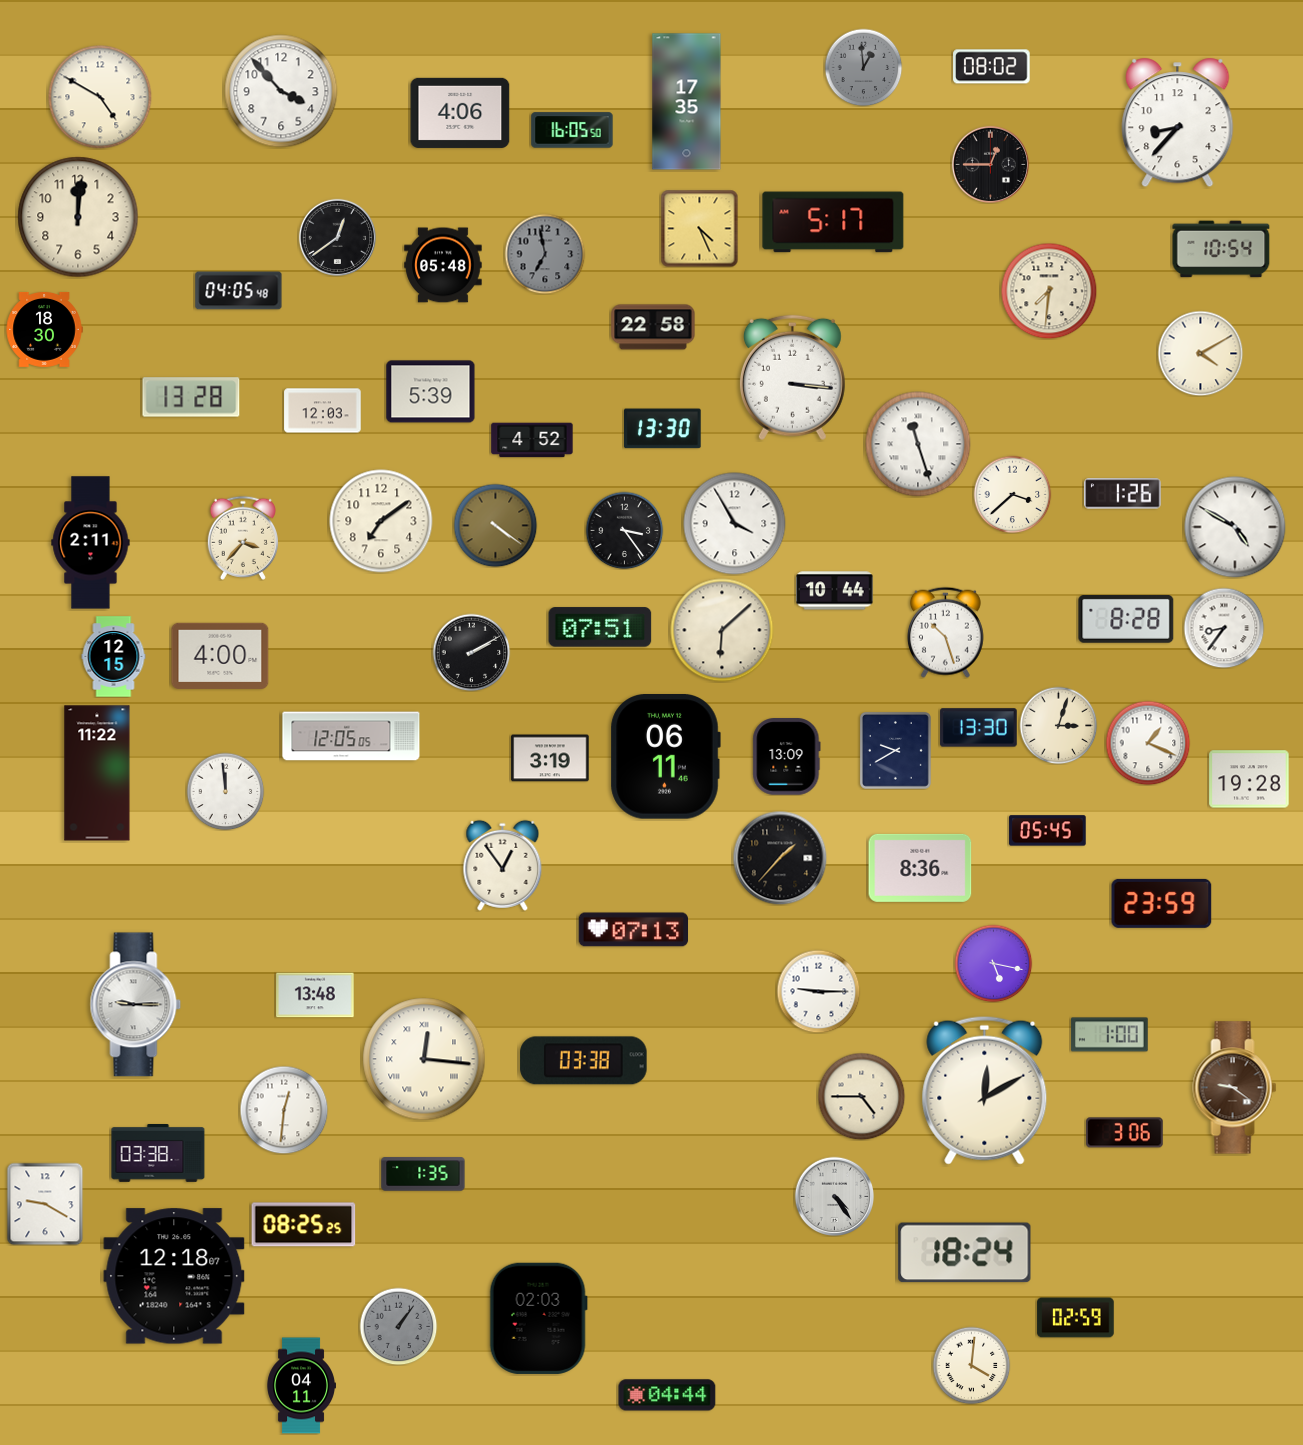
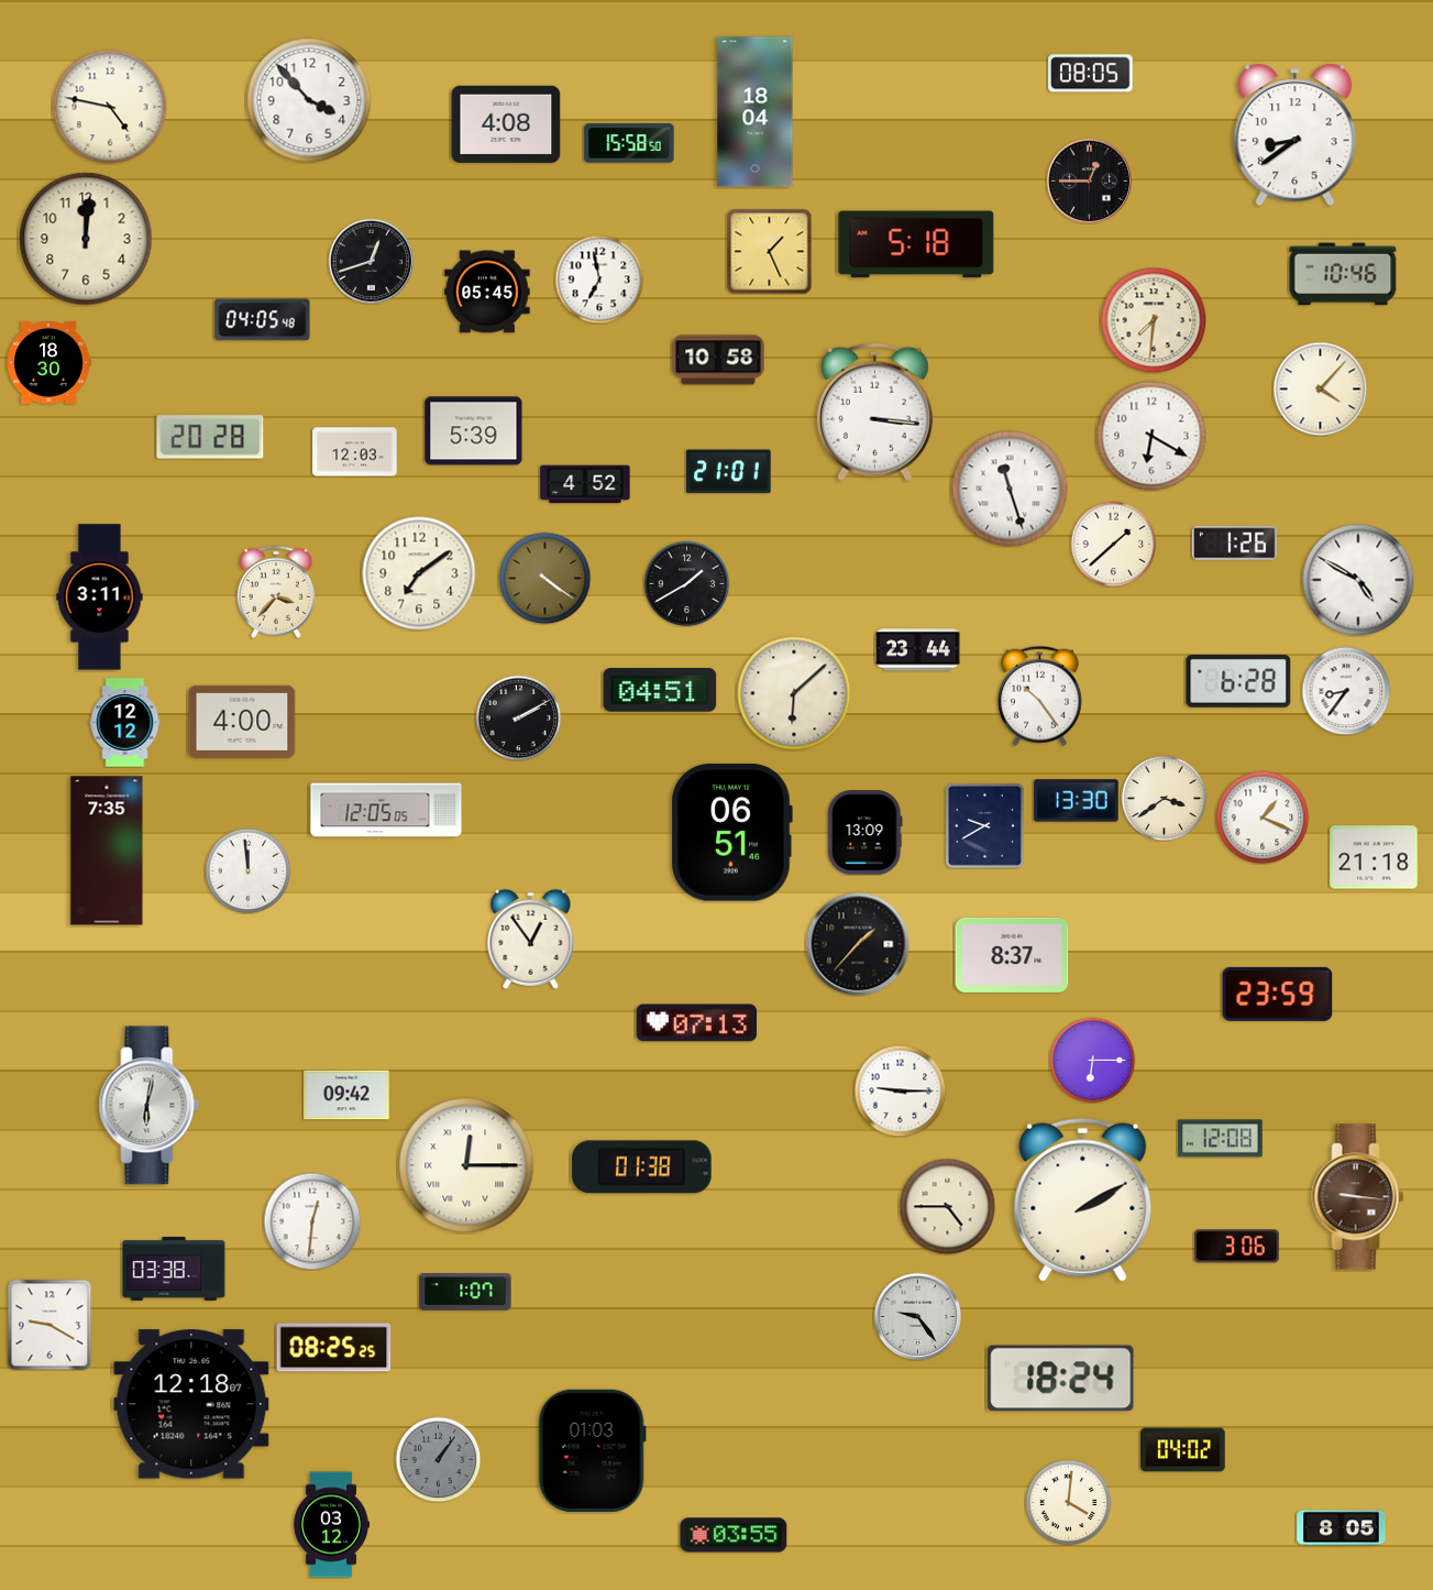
clock at (863, 67): 12:59 -> none
clock at (992, 67): 08:02 -> 08:05
clock at (100, 97): 4:50 -> 4:47
clock at (687, 102): 17:35 -> 18:04
clock at (460, 113): 4:06 -> 4:08
clock at (1178, 123): 8:37 -> 8:39
clock at (572, 130): 16:05 -> 15:58
clock at (833, 222): 5:17 -> 5:18
clock at (699, 228): 4:26 -> 1:26
clock at (337, 237): 12:39 -> 12:42
clock at (1221, 249): 10:54 -> 10:46
clock at (545, 254) dial: grey -> white
clock at (443, 265): 05:48 -> 05:45
clock at (653, 327): 22:58 -> 10:58
clock at (1200, 353): 4:10 -> 4:07
clock at (792, 378) position: (792, 378) -> (874, 413)
clock at (1151, 436): none -> 6:20
clock at (191, 397): 13:28 -> 20:28
clock at (663, 429): 13:30 -> 21:01
clock at (1012, 494): 3:38 -> 1:38
clock at (735, 524): 3:55 -> none
clock at (624, 530): 3:24 -> 1:40
clock at (243, 538) position: (243, 538) -> (276, 592)
clock at (91, 543): 2:11 -> 3:11
clock at (835, 591): 10:44 -> 23:44
clock at (1126, 619): 8:28 -> 6:28
clock at (600, 627): 07:51 -> 04:51
clock at (945, 632): 10:27 -> 10:24
clock at (114, 657): 12:15 -> 12:12
clock at (1058, 725): 3:03 -> 3:39
clock at (665, 757): 06:11 -> 06:51
clock at (550, 758): 3:19 -> none
clock at (97, 773): 11:22 -> 7:35
clock at (1249, 779): 19:28 -> 21:18
clock at (1048, 831): 05:45 -> none
clock at (503, 865) position: (503, 865) -> (531, 939)
clock at (920, 868): 8:36 -> 8:37
clock at (993, 963): 5:17 -> 6:15
clock at (315, 995): 13:48 -> 09:42
clock at (136, 1005): 9:15 -> 6:02
clock at (1110, 1035): 1:00 -> 12:08
clock at (424, 1059): 12:16 -> 12:15
clock at (584, 1061): 03:38 -> 01:38
clock at (1235, 1088): 9:21 -> 9:16
clock at (985, 1090): 12:10 -> 2:10
clock at (423, 1174): 1:35 -> 1:07
clock at (834, 1196): 4:24 -> 9:24
clock at (538, 1318): 02:03 -> 01:03
clock at (1076, 1318): 02:59 -> 04:02
clock at (301, 1386): 04:11 -> 03:12
clock at (1342, 1528): none -> 8:05
clock at (667, 1395): 04:44 -> 03:55
